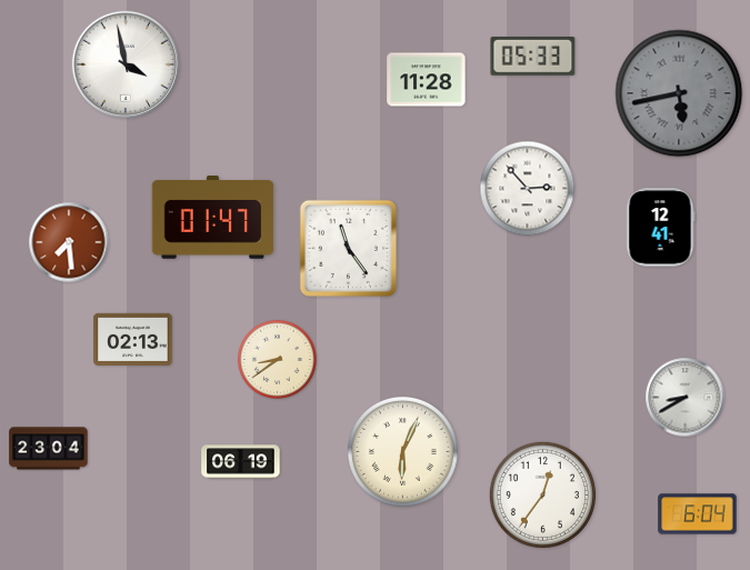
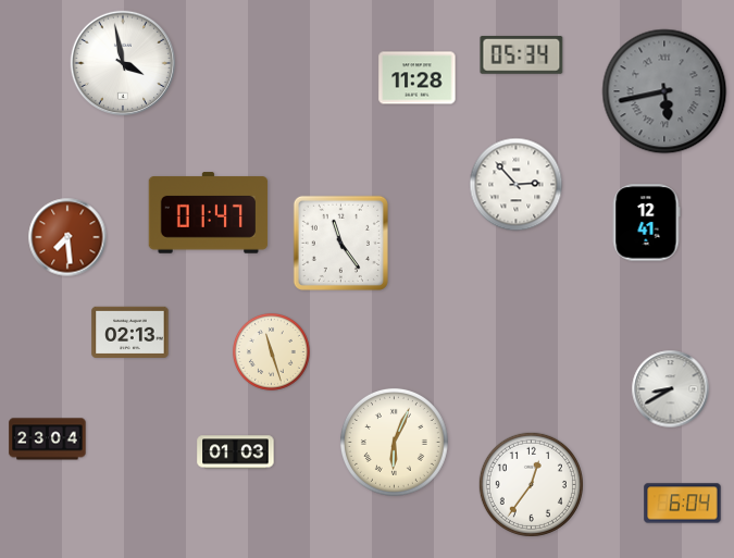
clock at (533, 56): 05:33 -> 05:34
clock at (277, 359): 8:39 -> 11:27
clock at (241, 462): 06:19 -> 01:03
